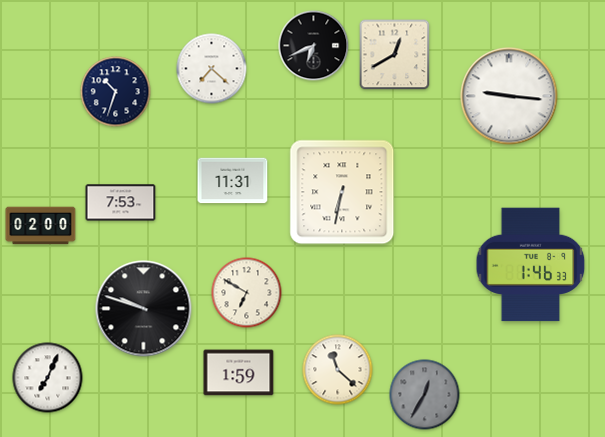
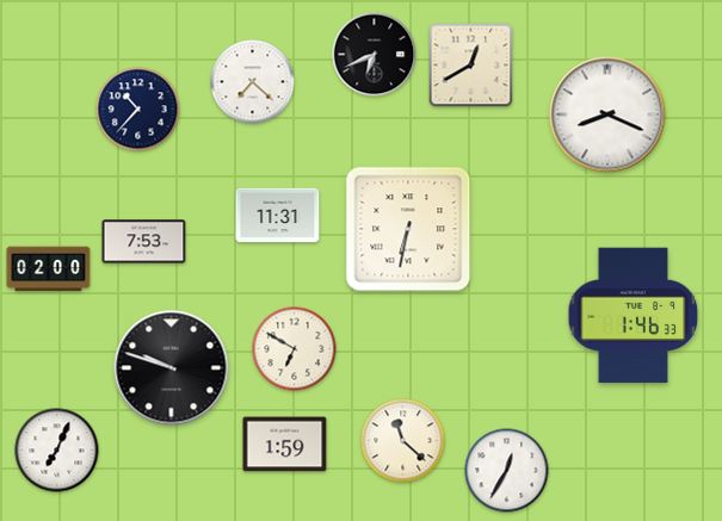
clock at (116, 92): 10:33 -> 10:37
clock at (509, 96): 9:16 -> 8:19
clock at (425, 395) dial: grey -> white
